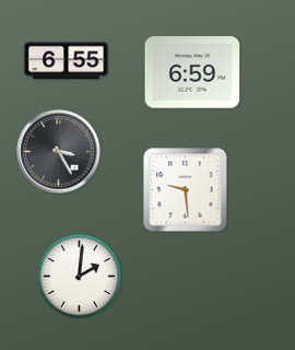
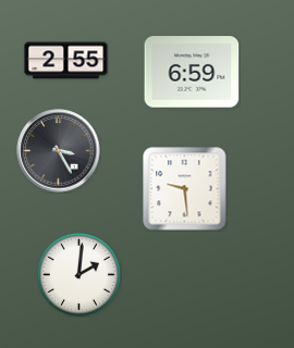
clock at (67, 61): 6:55 -> 2:55
